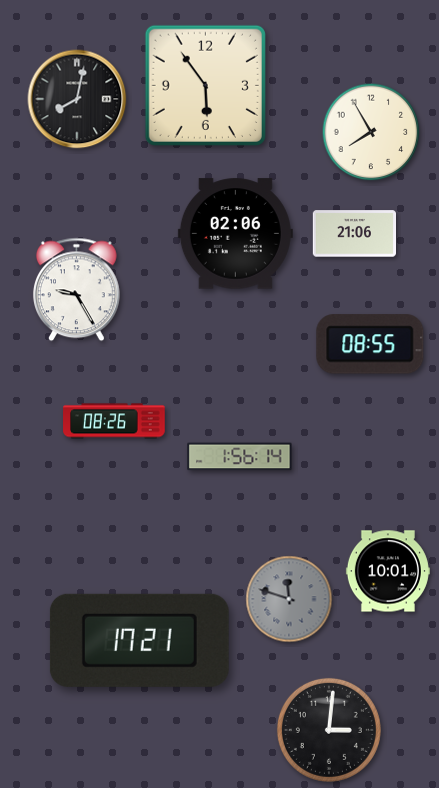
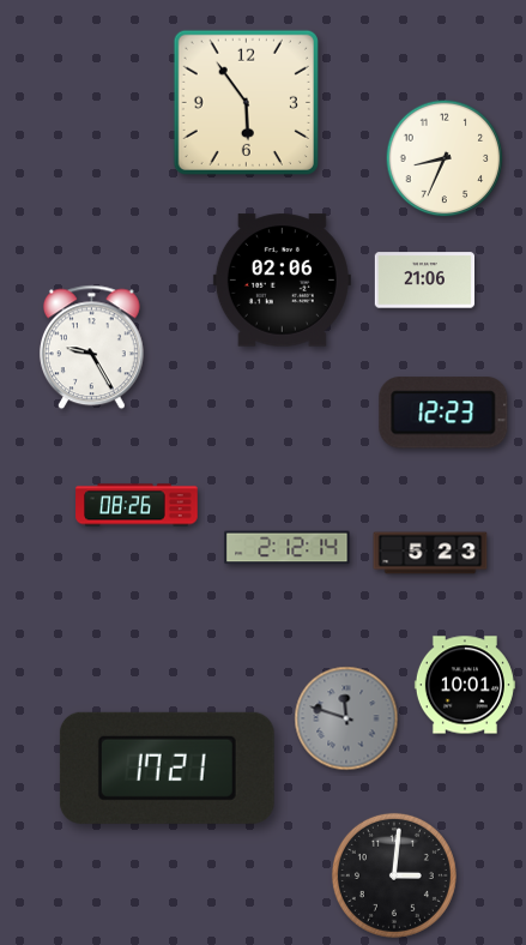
clock at (77, 99): 8:02 -> none
clock at (371, 132): 7:55 -> 8:34
clock at (370, 344): 08:55 -> 12:23
clock at (240, 457): 1:56 -> 2:12
clock at (430, 553): none -> 5:23
